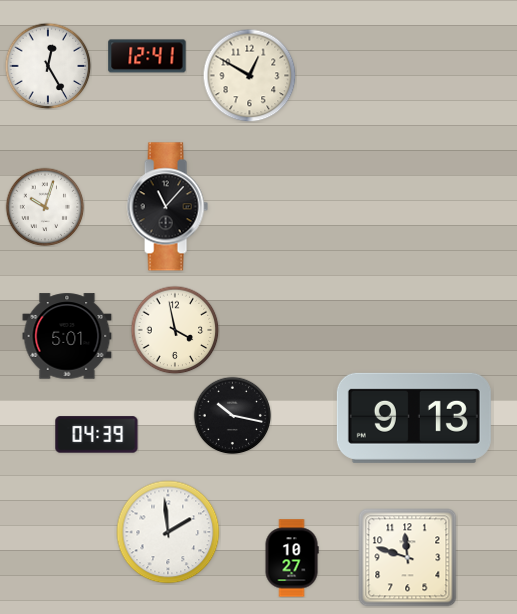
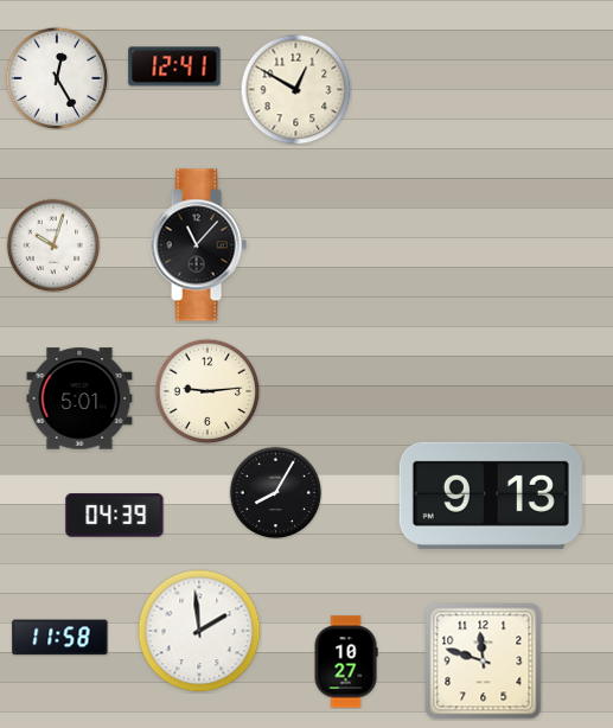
clock at (175, 330): 3:58 -> 9:14
clock at (232, 415): 10:17 -> 8:05
clock at (60, 638): none -> 11:58
